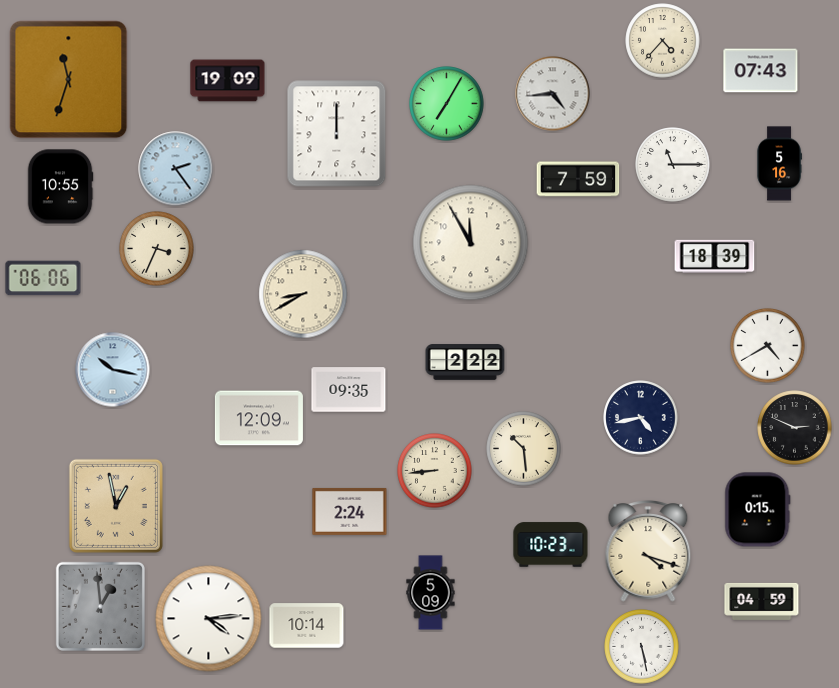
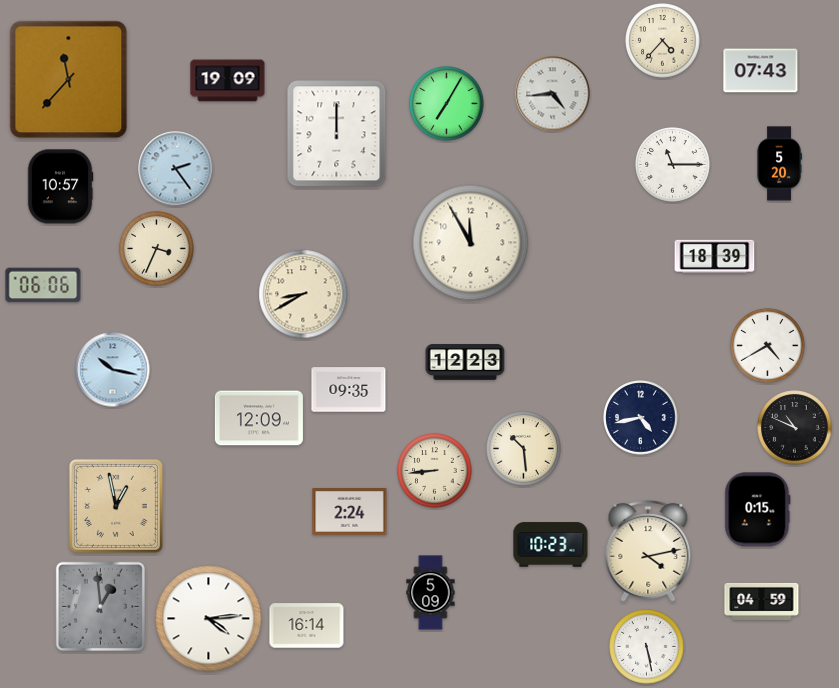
clock at (69, 80): 11:33 -> 11:37
clock at (779, 164): 5:16 -> 5:20
clock at (578, 179): 7:59 -> none
clock at (60, 187): 10:55 -> 10:57
clock at (43, 278) position: (43, 278) -> (43, 285)
clock at (465, 362): 2:22 -> 12:23
clock at (795, 428): 2:49 -> 10:49
clock at (648, 551): 4:18 -> 4:13
clock at (307, 626): 10:14 -> 16:14
clock at (642, 647) position: (642, 647) -> (647, 647)
